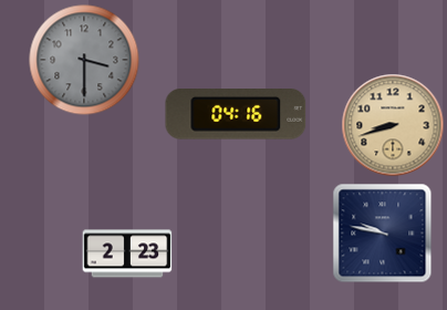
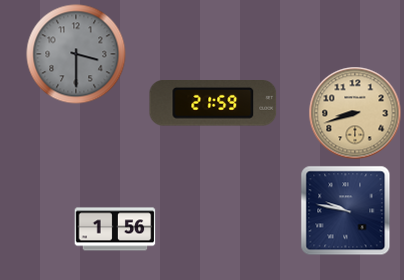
clock at (236, 114): 04:16 -> 21:59
clock at (127, 254): 2:23 -> 1:56
